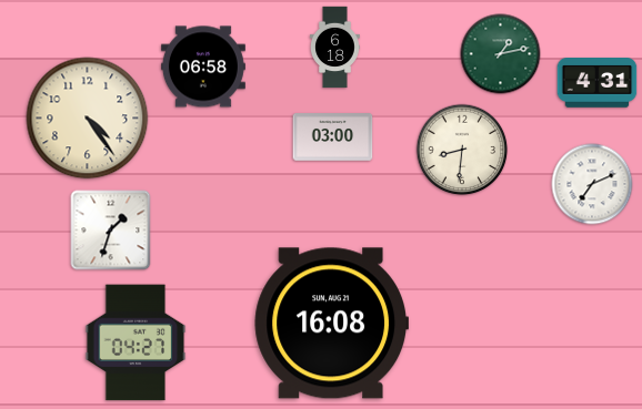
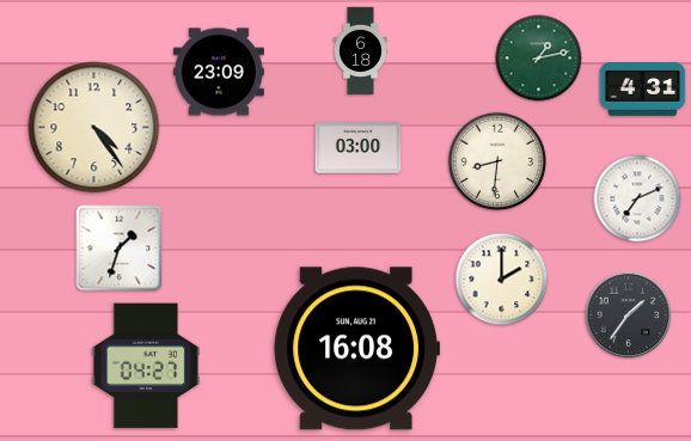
clock at (203, 67): 06:58 -> 23:09
clock at (502, 280): none -> 2:00
clock at (629, 316): none -> 1:36
clock at (136, 342) position: (136, 342) -> (146, 366)
